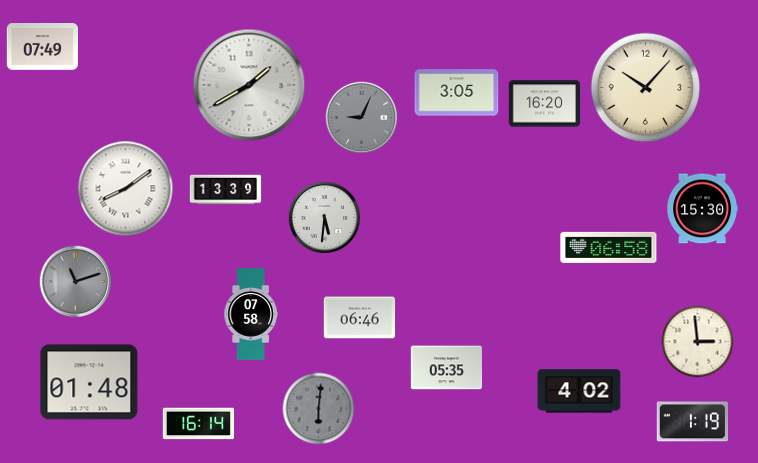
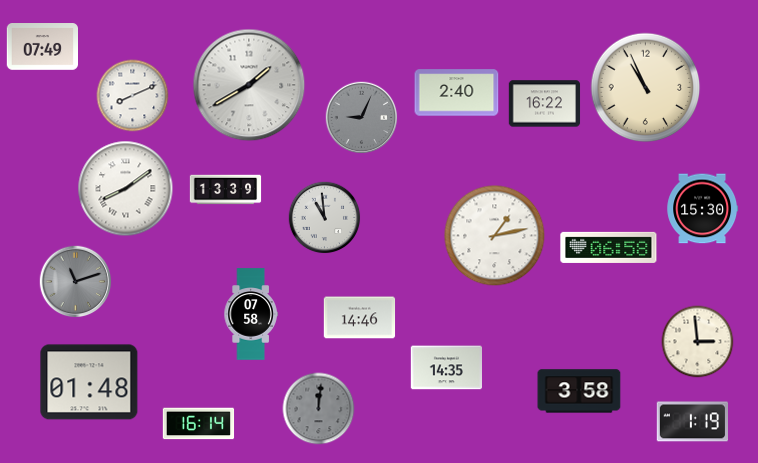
clock at (646, 88): 10:07 -> 10:56
clock at (457, 93): 3:05 -> 2:40
clock at (133, 96): none -> 8:11
clock at (545, 104): 16:20 -> 16:22
clock at (325, 218): 5:31 -> 10:59
clock at (495, 236): none -> 1:13
clock at (360, 318): 06:46 -> 14:46
clock at (447, 368): 05:35 -> 14:35
clock at (579, 391): 4:02 -> 3:58
clock at (319, 409): 6:01 -> 12:01
